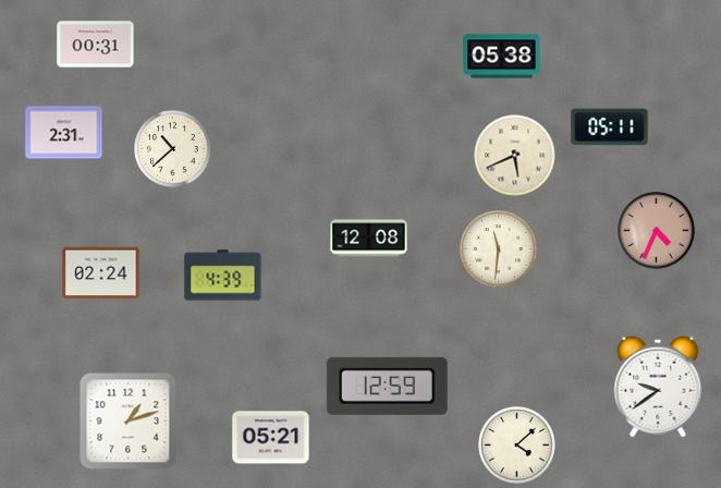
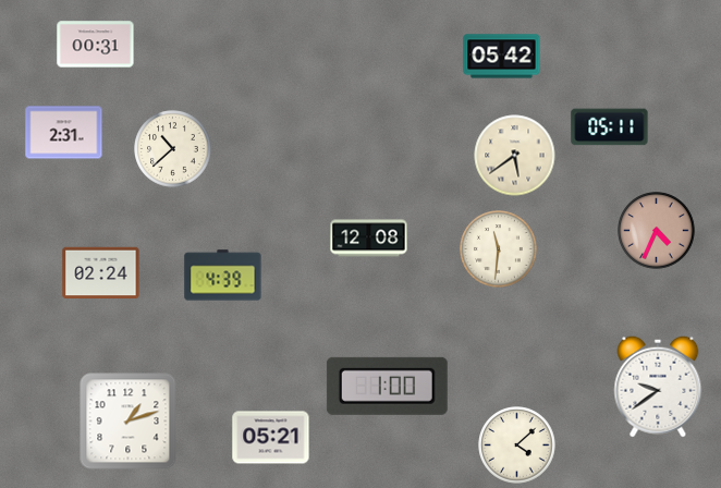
clock at (502, 57): 05:38 -> 05:42
clock at (515, 156): 5:41 -> 5:39
clock at (387, 386): 12:59 -> 1:00
